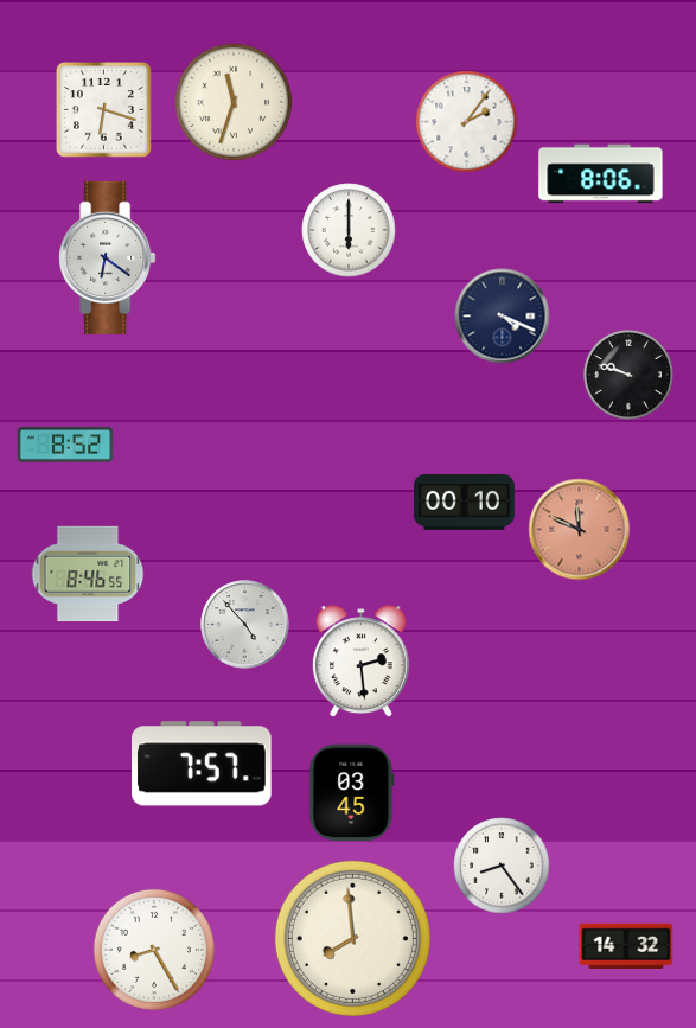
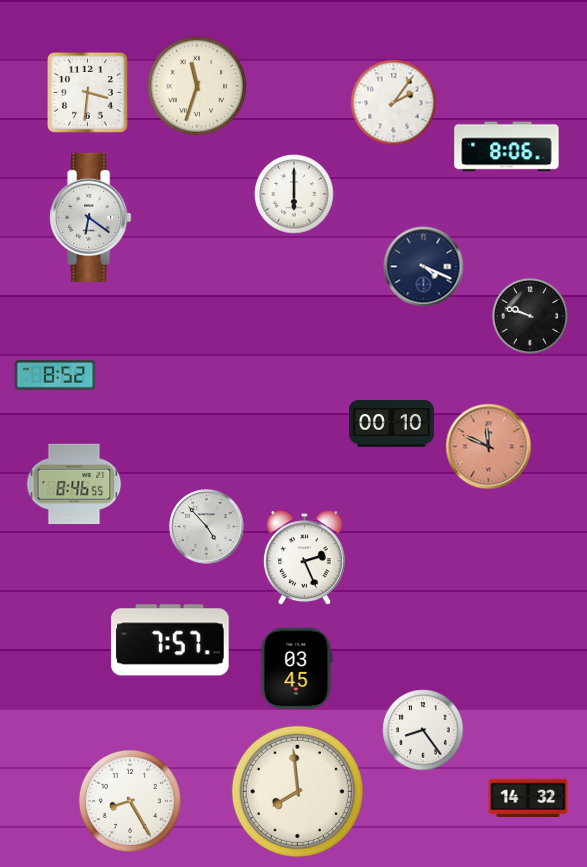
clock at (104, 110): 6:18 -> 3:31
clock at (360, 662): 2:29 -> 2:26
clock at (202, 764) position: (202, 764) -> (170, 640)
